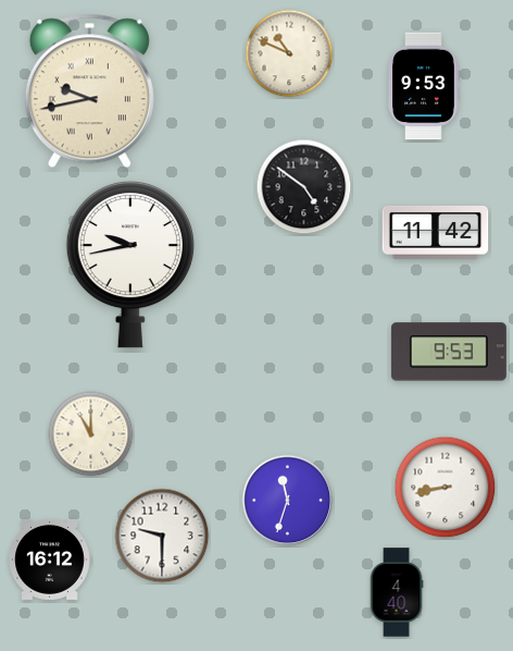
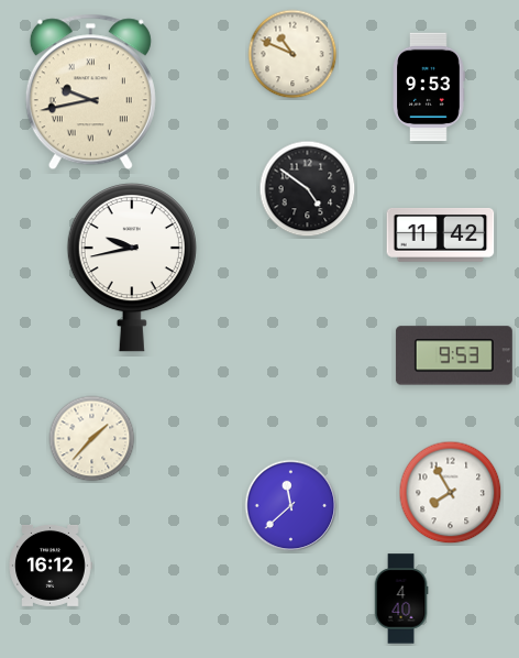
clock at (91, 434): 11:00 -> 1:37
clock at (446, 488): 8:43 -> 7:55
clock at (288, 501): 11:33 -> 11:38
clock at (162, 536): 9:30 -> none
